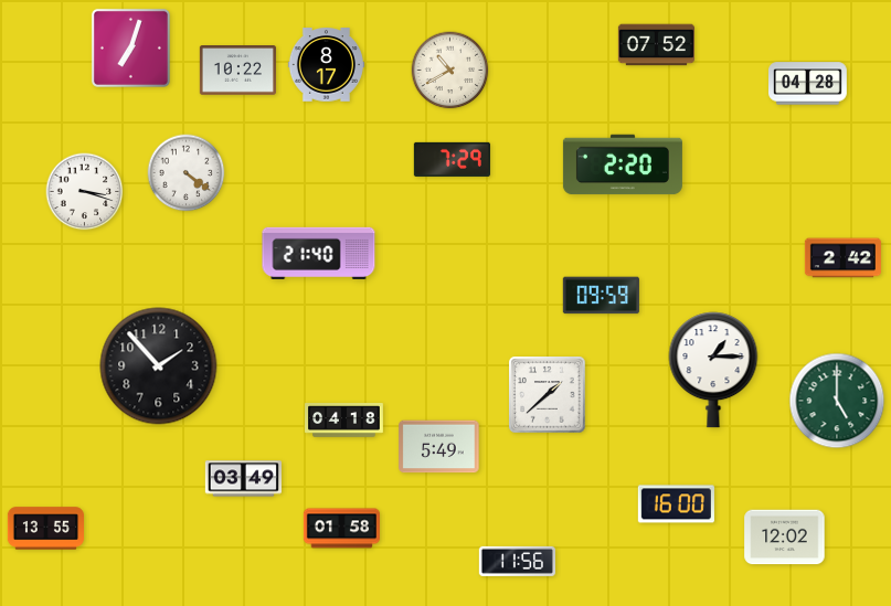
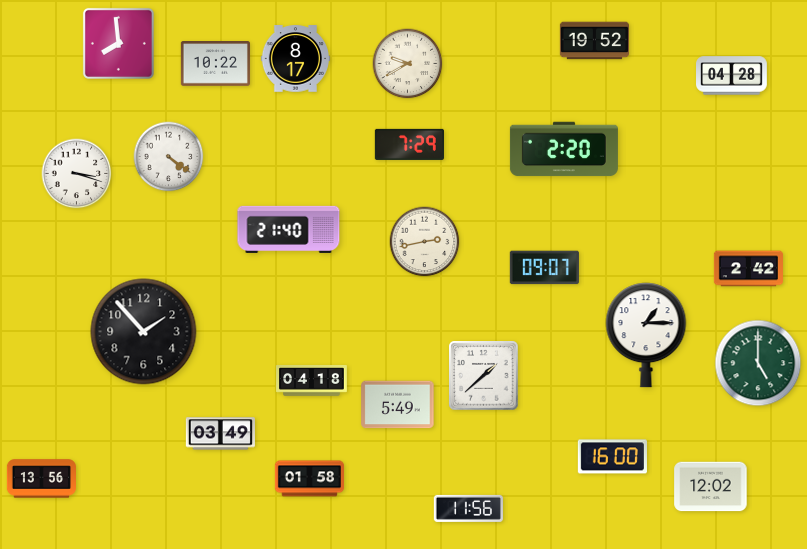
clock at (656, 45): 07:52 -> 19:52
clock at (130, 47): 7:03 -> 7:59
clock at (450, 71): 10:40 -> 9:40
clock at (842, 258) position: (842, 258) -> (748, 269)
clock at (425, 242): none -> 2:43
clock at (601, 296): 09:59 -> 09:07
clock at (548, 395) position: (548, 395) -> (484, 376)
clock at (45, 529): 13:55 -> 13:56
